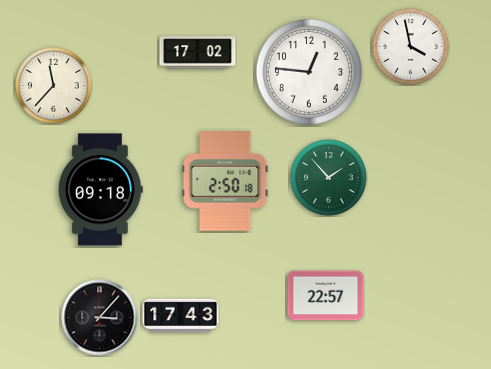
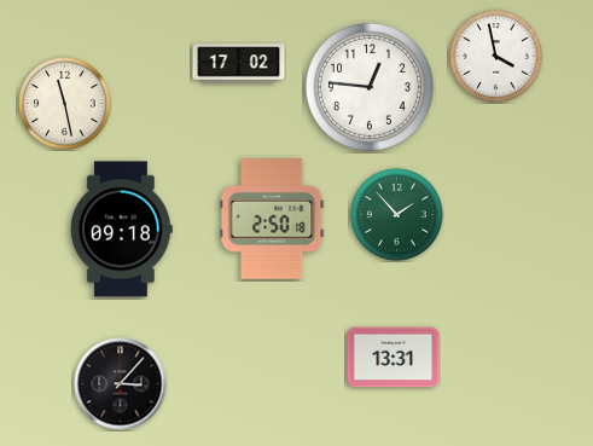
clock at (309, 72) position: (309, 72) -> (370, 87)
clock at (54, 86): 11:37 -> 11:28
clock at (326, 296): 22:57 -> 13:31
clock at (181, 316): 17:43 -> none
